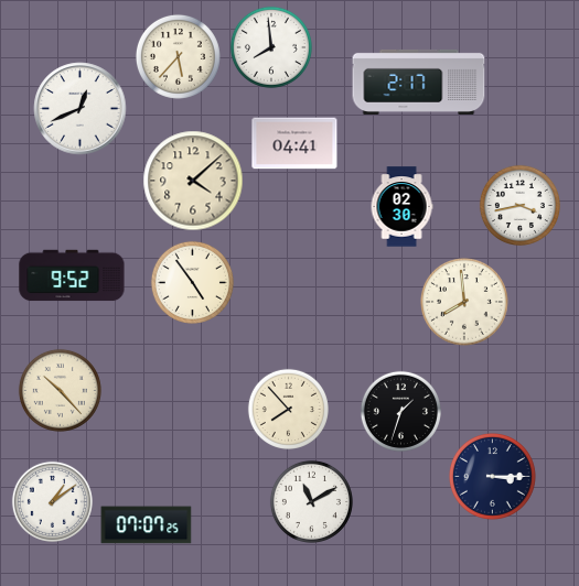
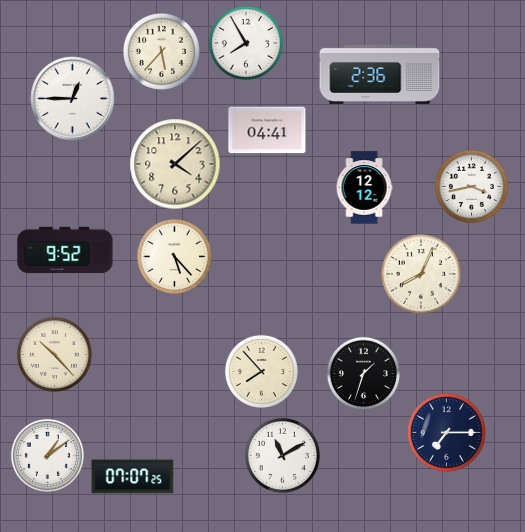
clock at (271, 47): 7:59 -> 7:55
clock at (419, 82): 2:17 -> 2:36
clock at (81, 109): 12:41 -> 12:45
clock at (401, 207): 02:30 -> 12:12
clock at (192, 282): 4:54 -> 5:23
clock at (465, 303): 7:59 -> 8:04
clock at (492, 476): 3:15 -> 7:15
